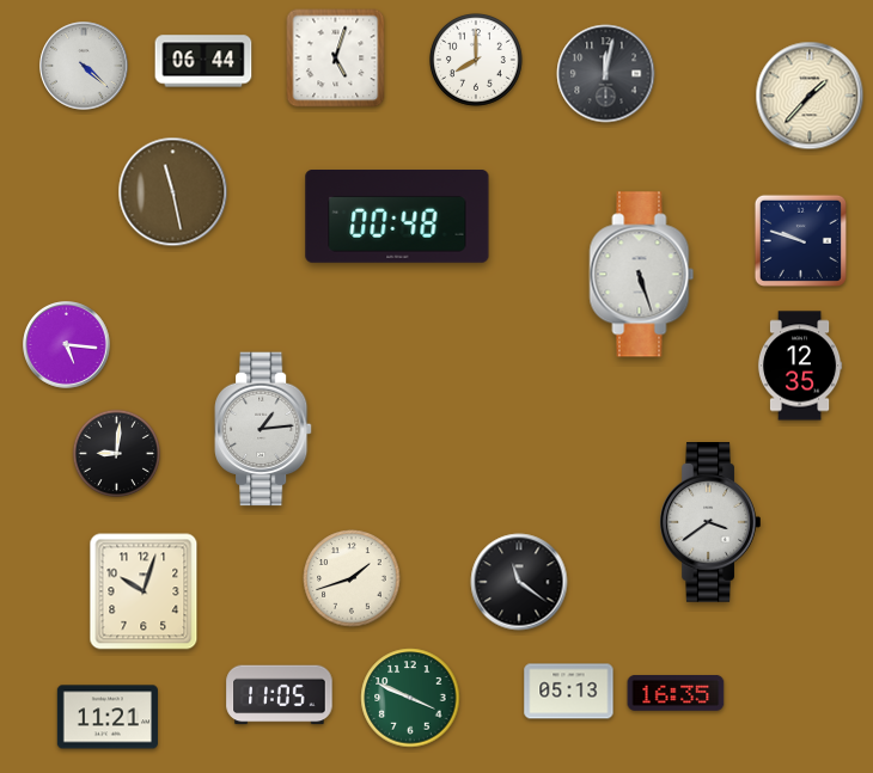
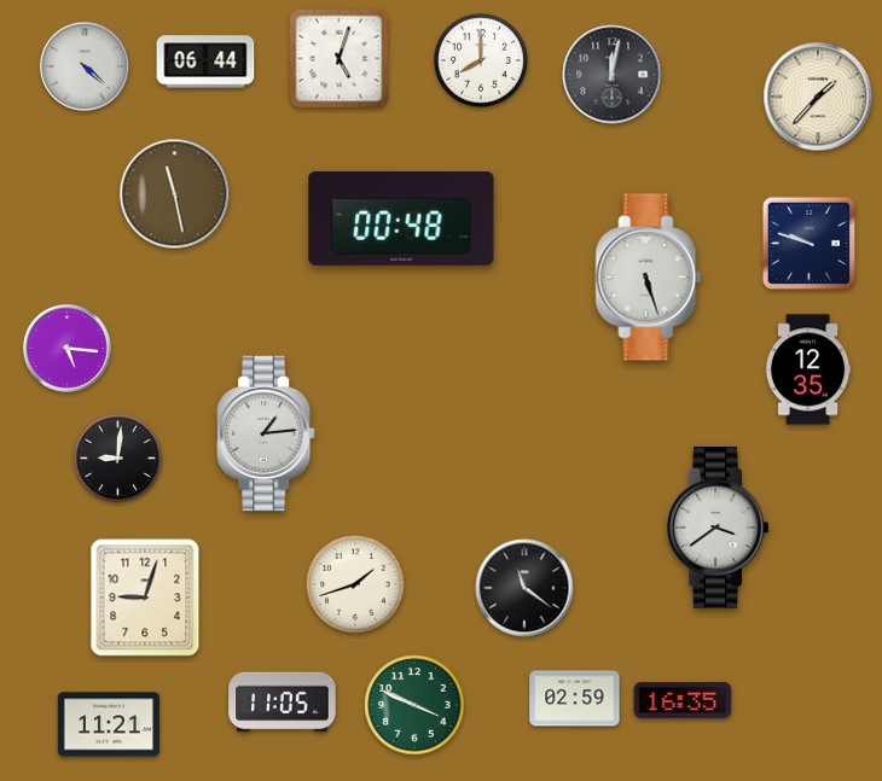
clock at (144, 591): 10:03 -> 9:03
clock at (569, 692): 05:13 -> 02:59
